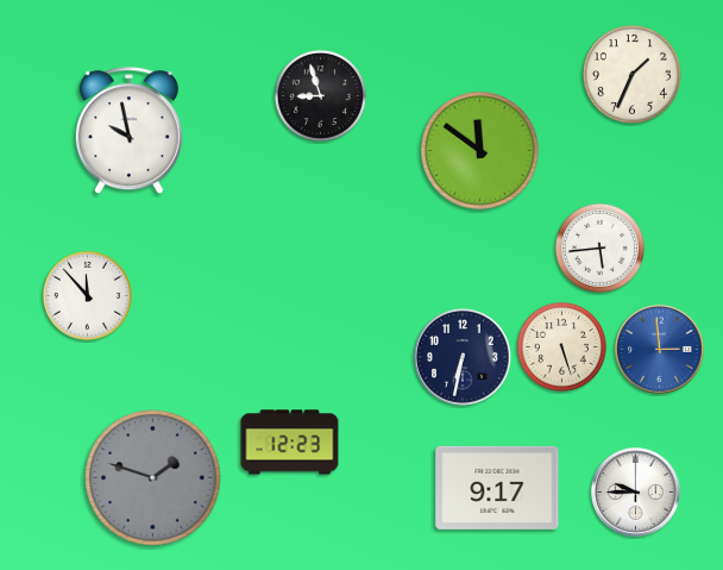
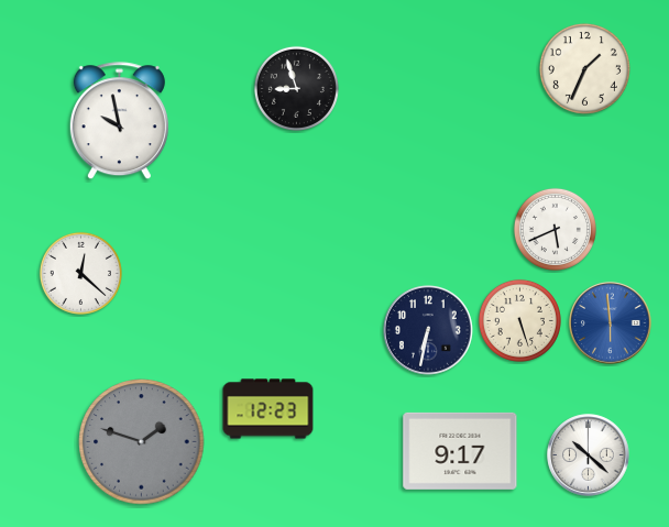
clock at (480, 151): 11:51 -> none
clock at (599, 248): 5:44 -> 5:41
clock at (87, 295): 11:53 -> 12:22
clock at (660, 350): 2:59 -> 5:59
clock at (636, 493): 9:45 -> 10:22
